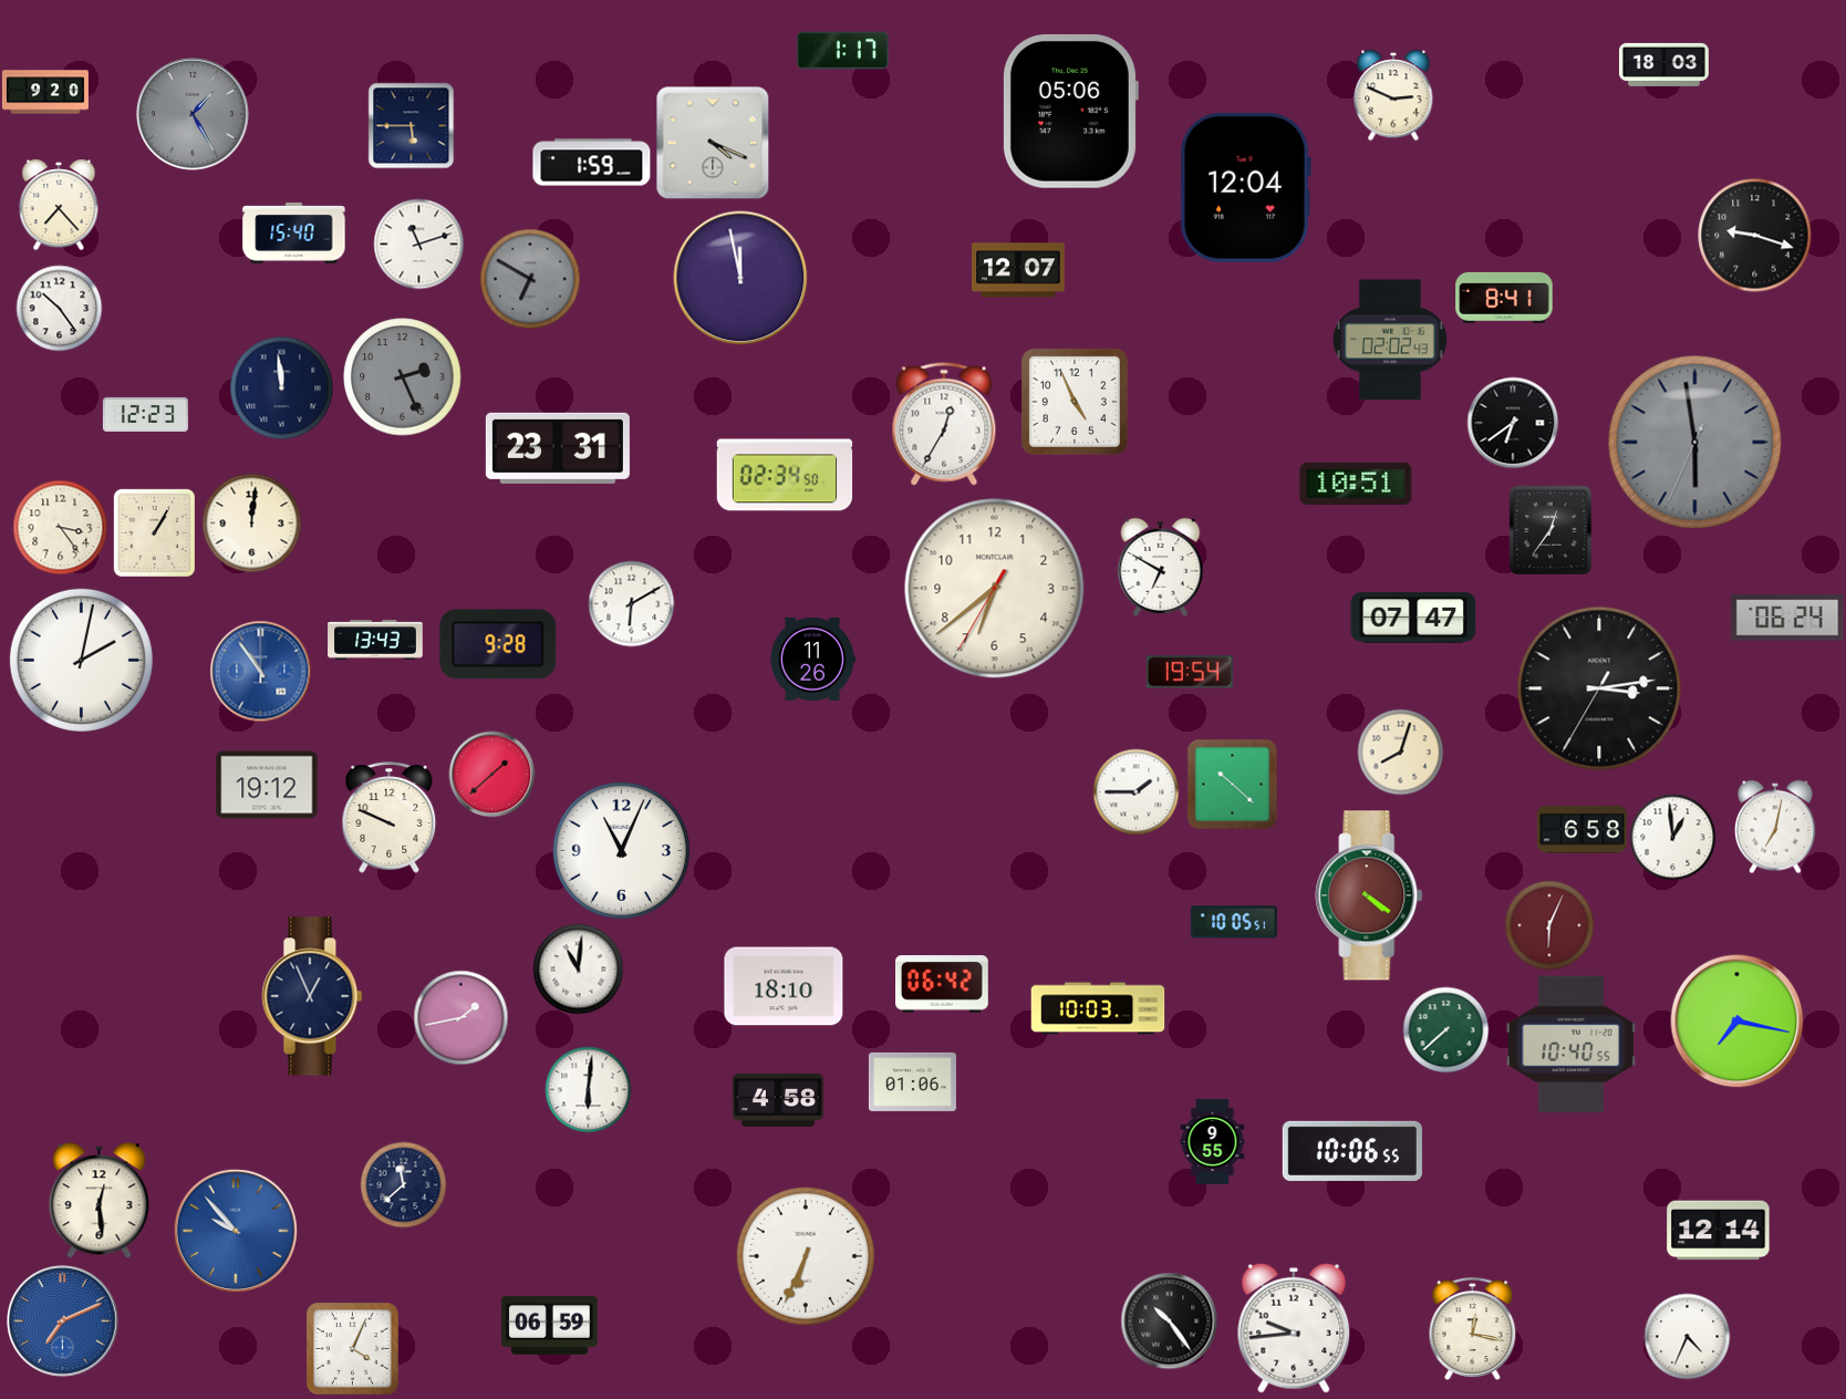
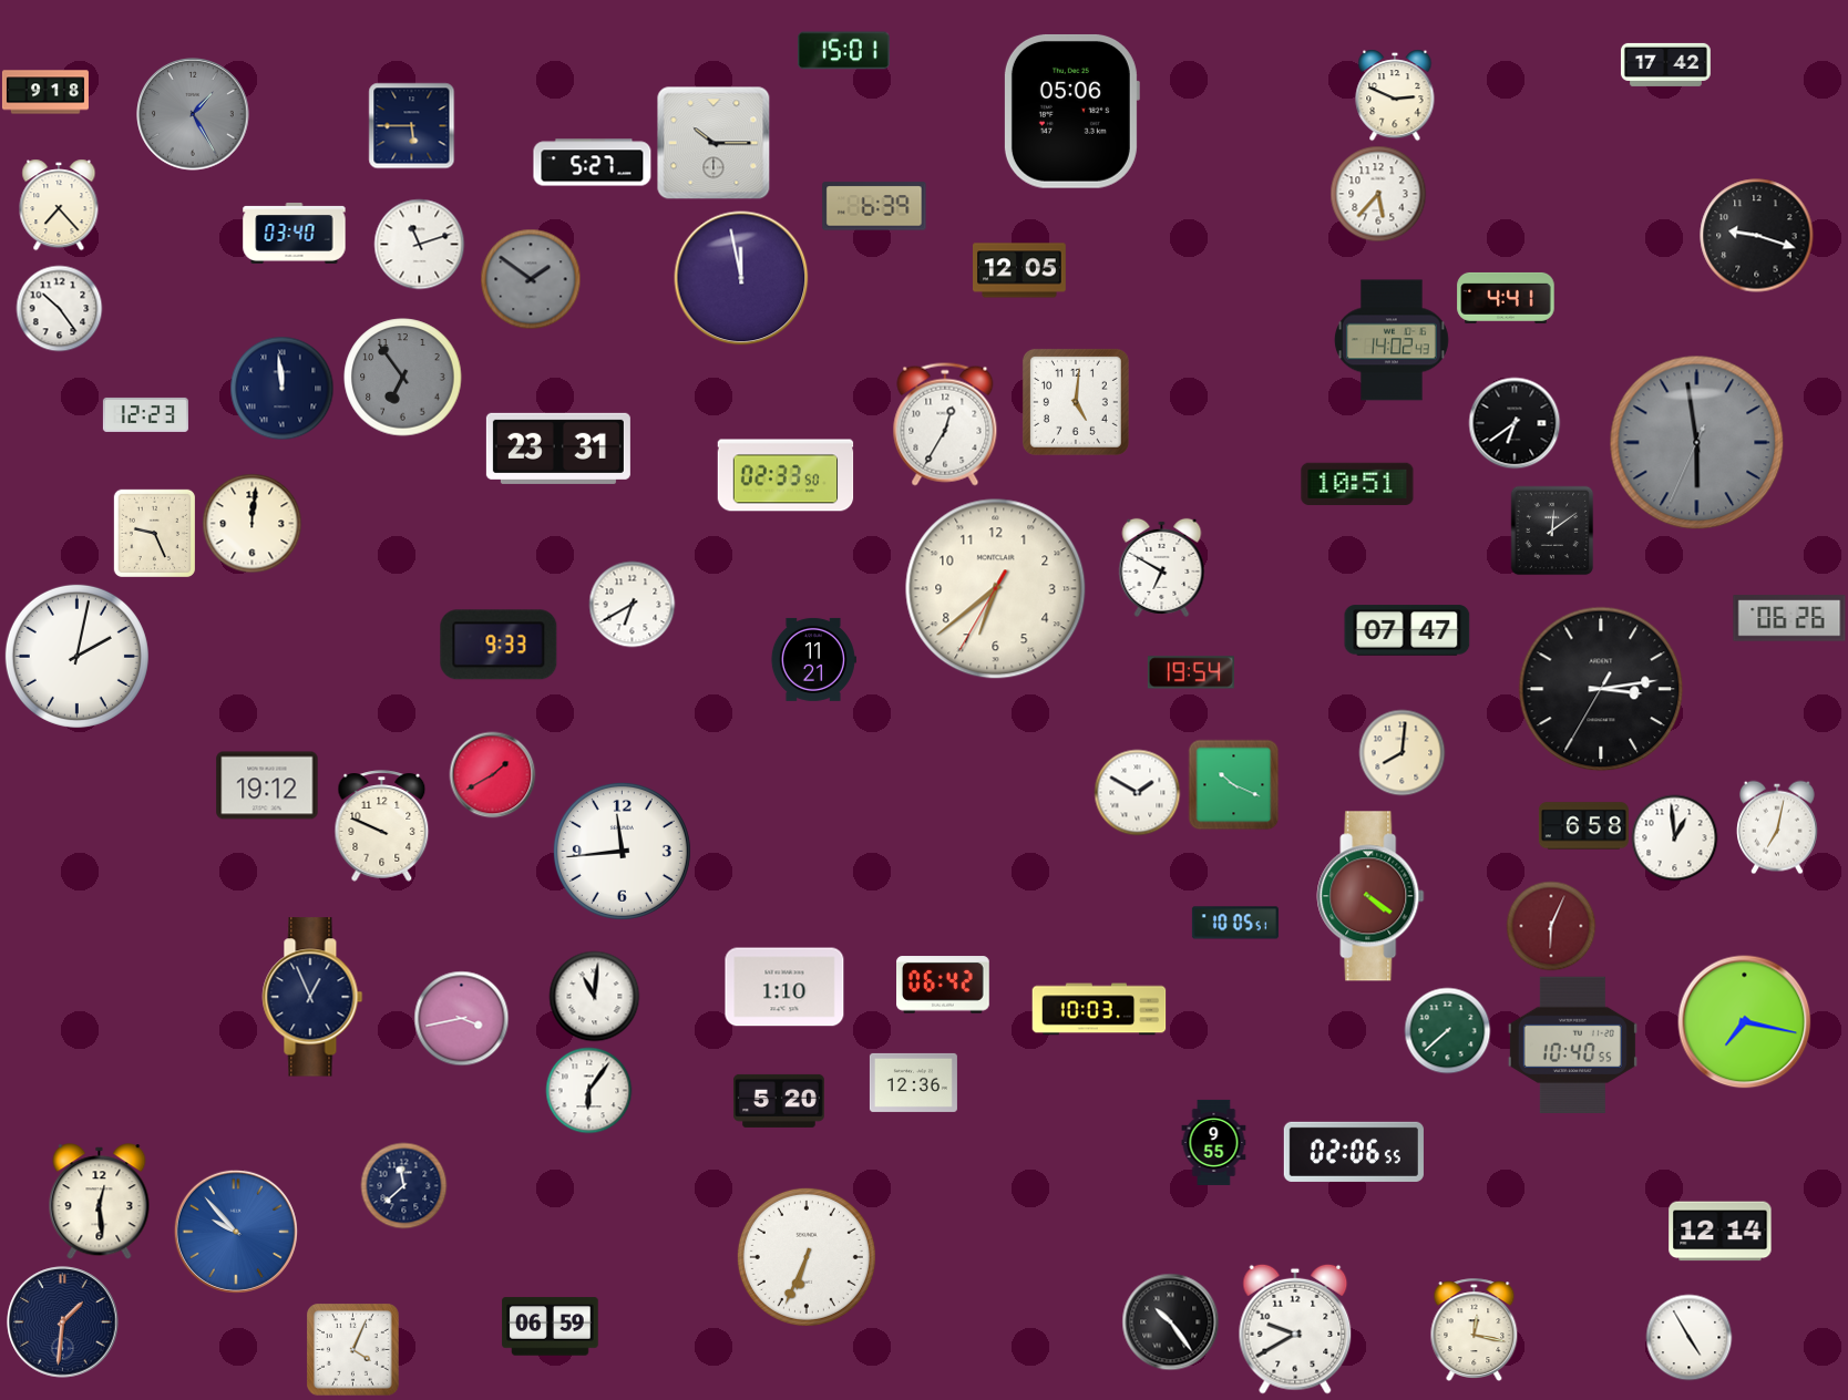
clock at (842, 51): 1:17 -> 15:01
clock at (1663, 64): 18:03 -> 17:42
clock at (45, 92): 9:20 -> 9:18
clock at (713, 143): 4:19 -> 10:15
clock at (592, 163): 1:59 -> 5:27
clock at (1245, 187): 12:04 -> none
clock at (1378, 194): none -> 5:37
clock at (874, 206): none -> 6:39
clock at (294, 232): 15:40 -> 03:40
clock at (1019, 270): 12:07 -> 12:05
clock at (530, 279): 6:50 -> 1:51
clock at (1504, 298): 8:41 -> 4:41
clock at (1390, 340): 02:02 -> 14:02
clock at (403, 377): 2:26 -> 6:54
clock at (1075, 402): 4:56 -> 5:01
clock at (785, 475): 02:34 -> 02:33
clock at (60, 527): 3:24 -> none
clock at (1551, 530): 12:36 -> 12:09
clock at (154, 532): 1:05 -> 9:26
clock at (631, 603): 6:10 -> 6:40
clock at (1413, 618) position: (1413, 618) -> (1407, 630)
clock at (1787, 618): 06:24 -> 06:26
clock at (375, 641): 13:43 -> none
clock at (498, 644): 9:28 -> 9:33
clock at (812, 659): 11:26 -> 11:21
clock at (81, 660) position: (81, 660) -> (76, 656)
clock at (260, 671): 10:54 -> none
clock at (1400, 752): 8:03 -> 8:01
clock at (491, 774): 1:38 -> 1:40
clock at (1232, 784): 10:22 -> 10:19
clock at (1135, 791): 1:45 -> 1:50
clock at (390, 818) position: (390, 818) -> (382, 826)
clock at (1581, 830) position: (1581, 830) -> (1583, 826)
clock at (621, 850): 11:04 -> 11:44
clock at (578, 968) position: (578, 968) -> (594, 996)
clock at (784, 986): 18:10 -> 1:10
clock at (460, 1017): 1:43 -> 3:43
clock at (1738, 1022) position: (1738, 1022) -> (1745, 1022)
clock at (912, 1081): 01:06 -> 12:36
clock at (588, 1089): 6:01 -> 6:06
clock at (778, 1100): 4:58 -> 5:20
clock at (1352, 1151): 10:06 -> 02:06
clock at (63, 1322): 7:11 -> 1:31
clock at (63, 1322) dial: blue -> navy
clock at (1294, 1328): 9:44 -> 9:40
clock at (1687, 1336): 4:34 -> 4:55
